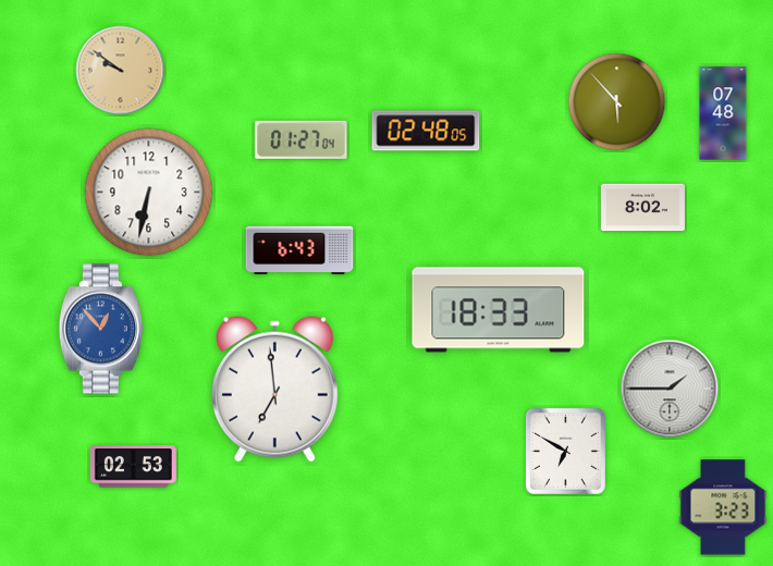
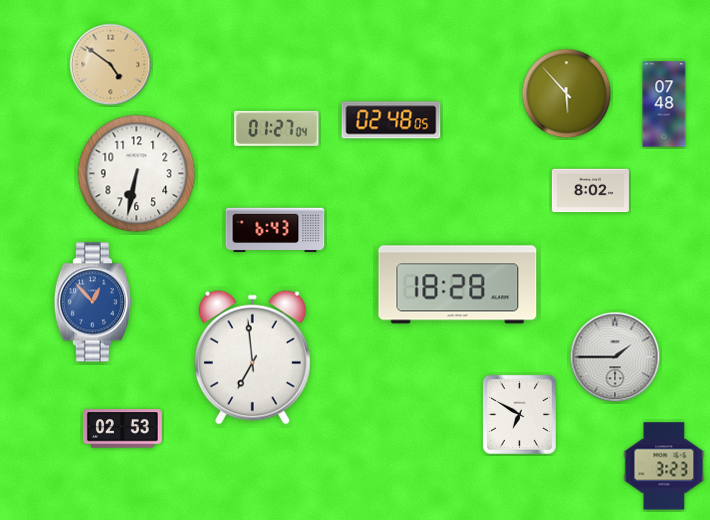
clock at (121, 71): 9:51 -> 4:51
clock at (149, 193) position: (149, 193) -> (137, 174)
clock at (499, 310): 18:33 -> 18:28
